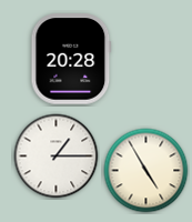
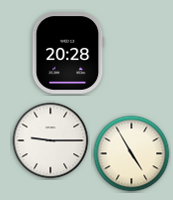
clock at (71, 59) position: (71, 59) -> (68, 53)
clock at (57, 157): 1:15 -> 9:15
